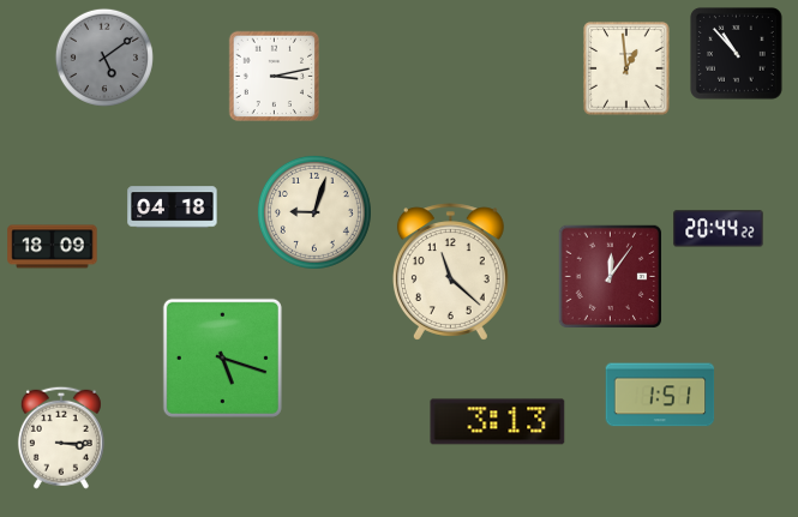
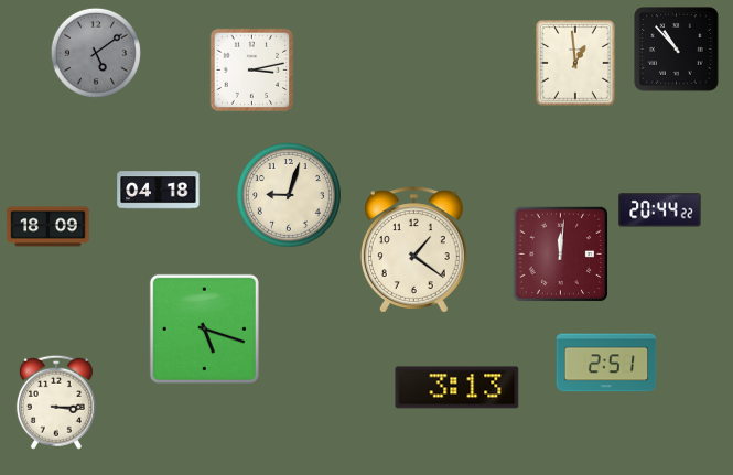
clock at (450, 272): 11:22 -> 1:21
clock at (610, 276): 12:06 -> 12:01
clock at (660, 395): 1:51 -> 2:51
